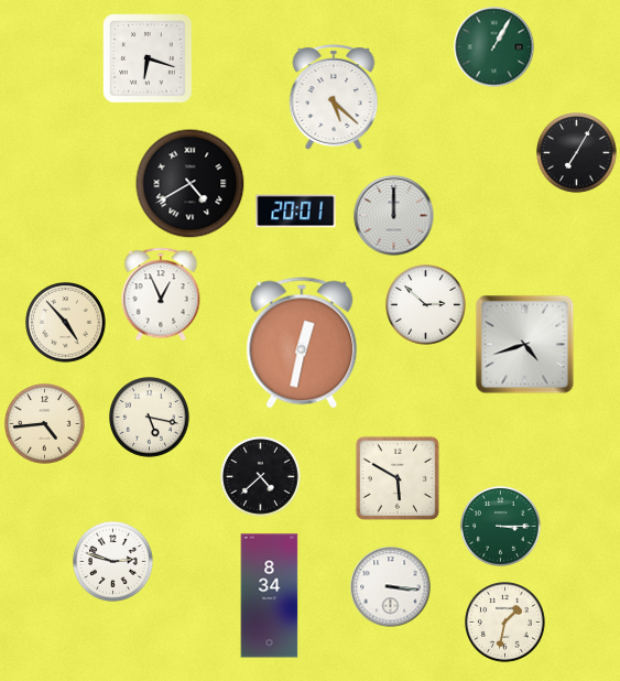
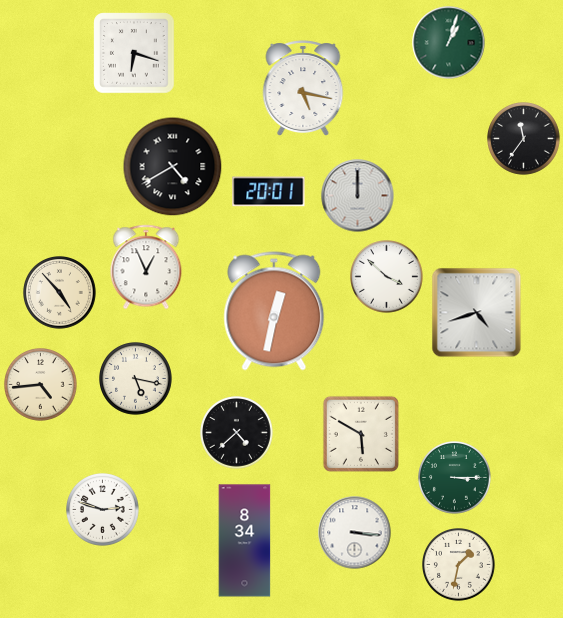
clock at (494, 47): 1:05 -> 1:03
clock at (334, 97): 5:22 -> 5:17
clock at (577, 153): 7:05 -> 11:36
clock at (426, 305): 2:52 -> 3:52
